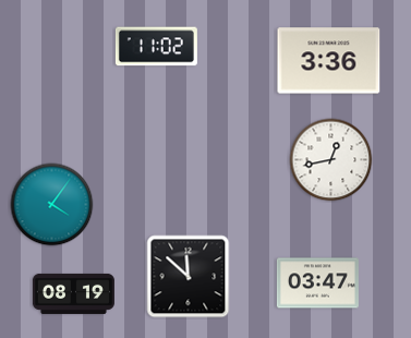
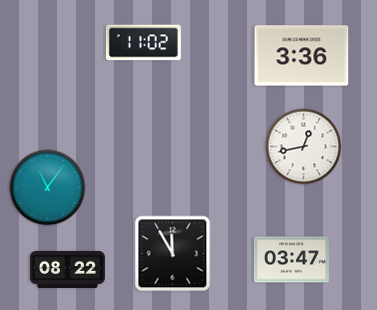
clock at (52, 205): 4:06 -> 11:06
clock at (189, 277): 11:52 -> 11:55
clock at (73, 293): 08:19 -> 08:22
